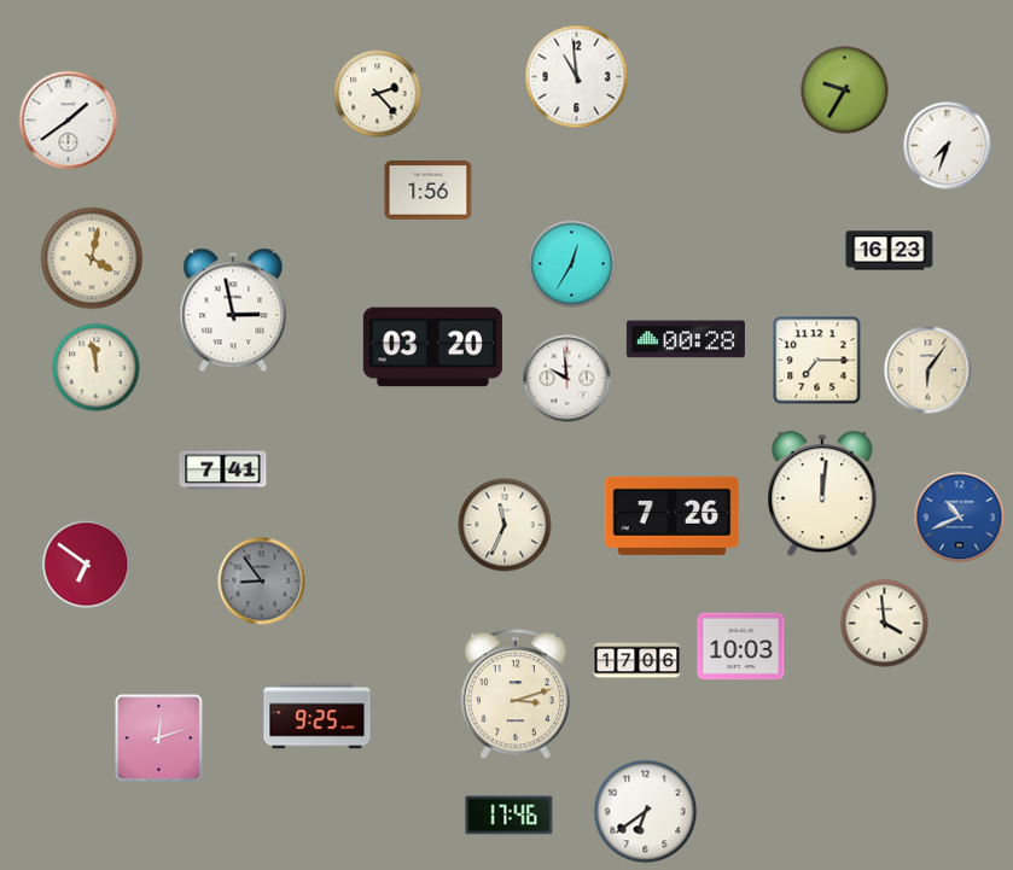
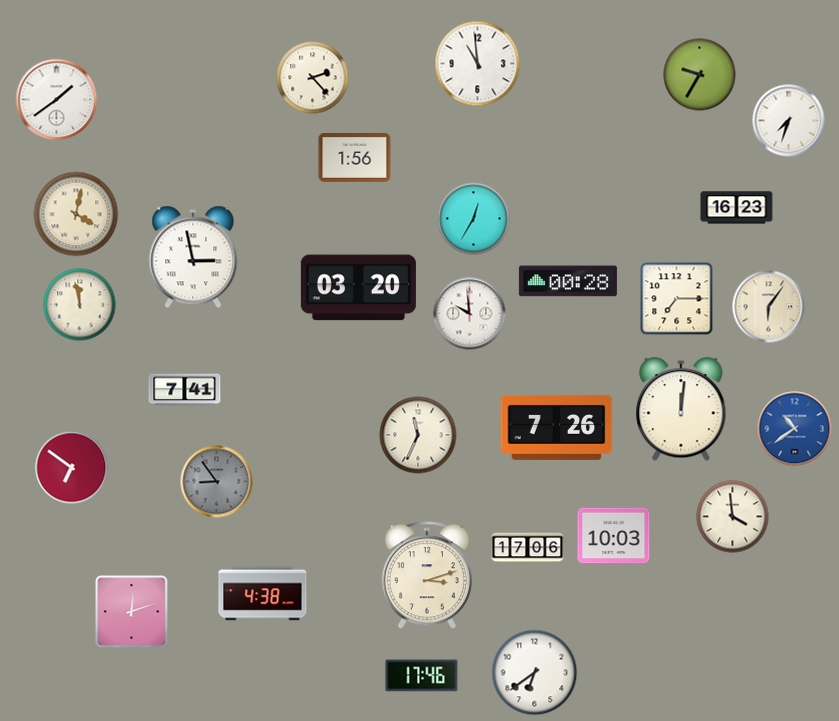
clock at (948, 146) position: (948, 146) -> (789, 121)
clock at (960, 518): 10:41 -> 10:39
clock at (318, 717): 9:25 -> 4:38
